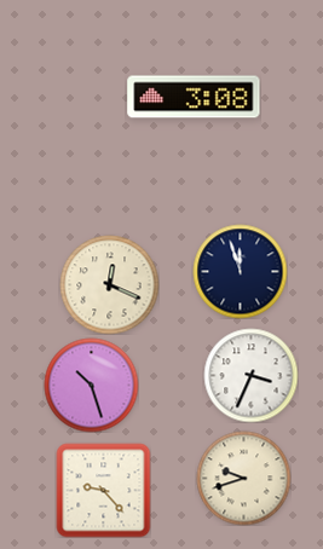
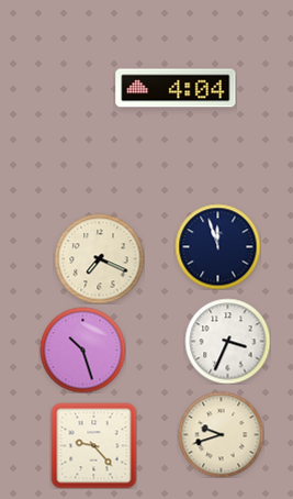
clock at (194, 97): 3:08 -> 4:04
clock at (109, 284): 12:19 -> 7:19
